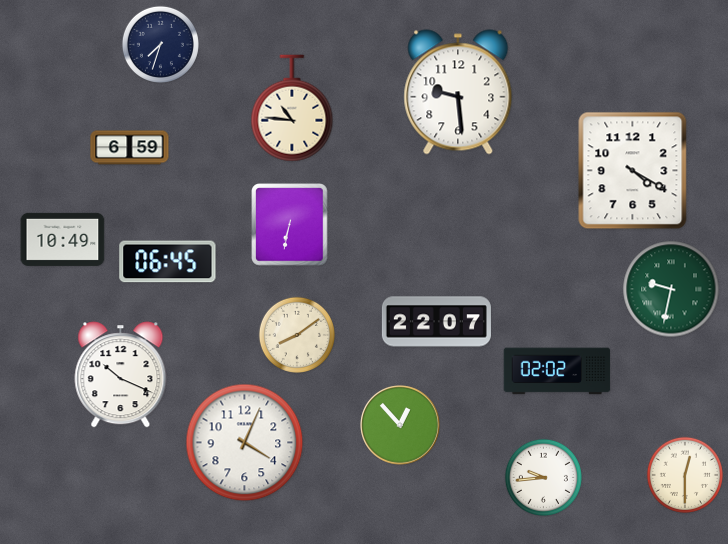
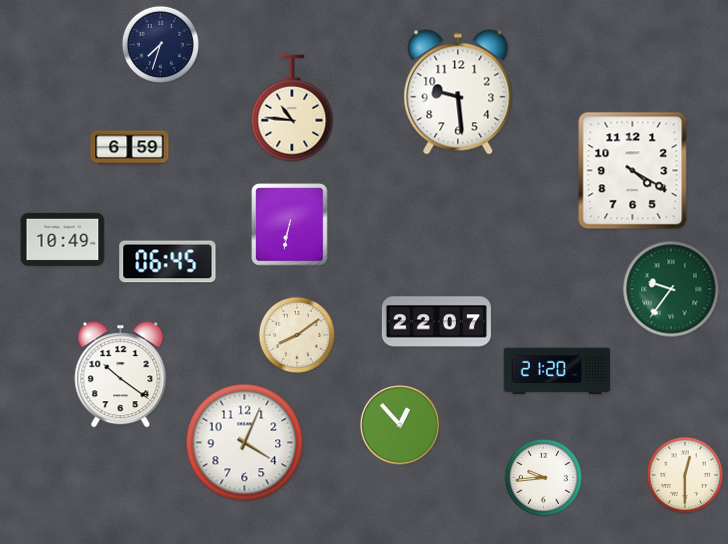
clock at (671, 289): 9:32 -> 9:36
clock at (557, 371): 02:02 -> 21:20
clock at (121, 375): 10:19 -> 10:21
